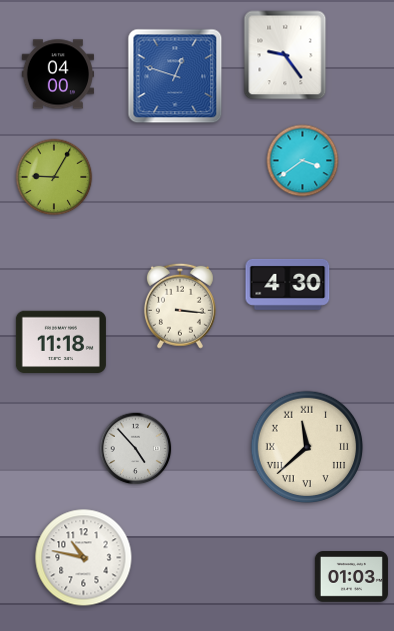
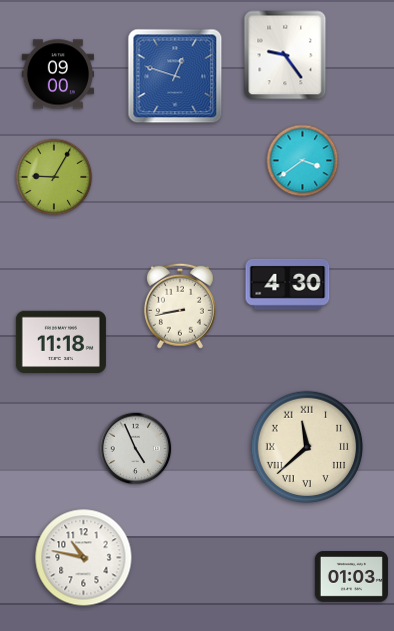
clock at (57, 74): 04:00 -> 09:00
clock at (180, 306): 3:16 -> 8:43
clock at (136, 449): 4:53 -> 4:56
